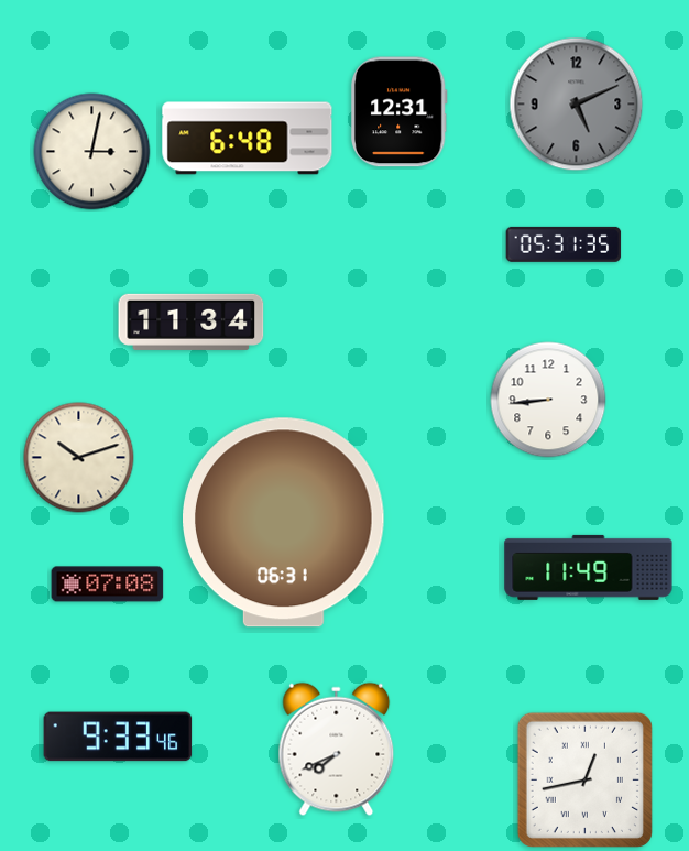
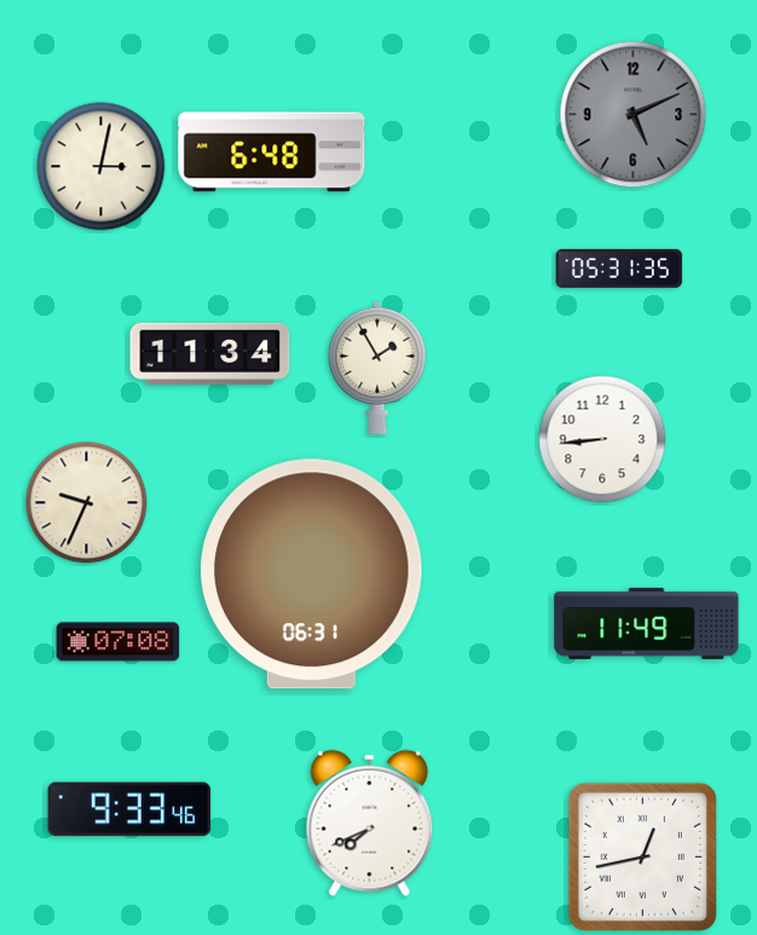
clock at (398, 112): 12:31 -> none
clock at (377, 368): none -> 1:55
clock at (79, 458): 10:12 -> 9:34
